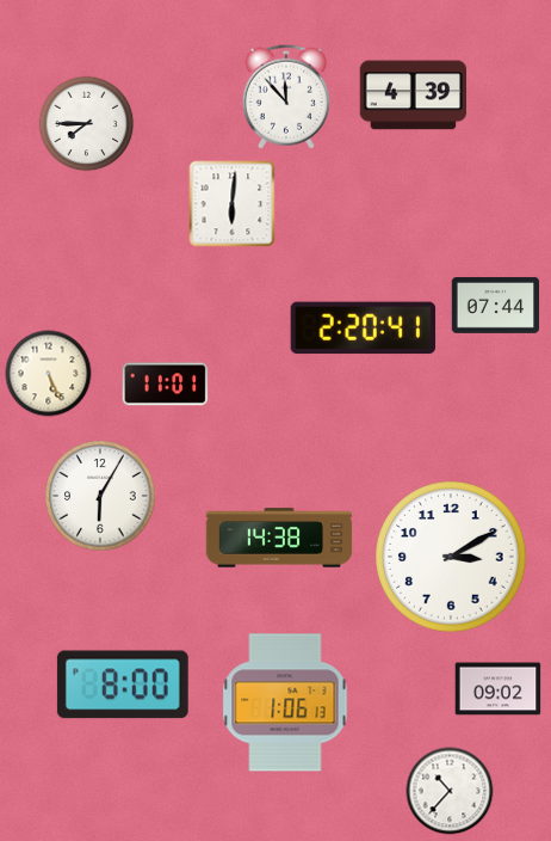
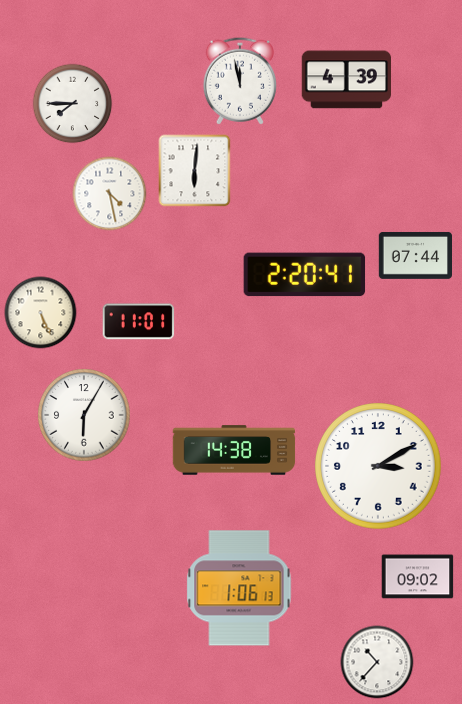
clock at (286, 97): 11:53 -> 11:58
clock at (110, 194): none -> 4:28
clock at (123, 685): 8:00 -> none
